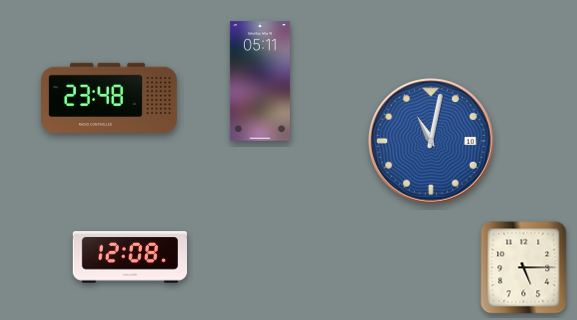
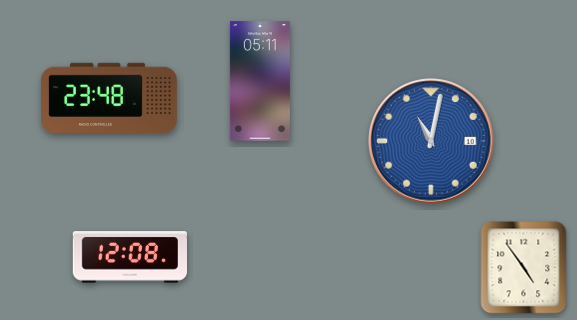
clock at (524, 268): 5:15 -> 4:54
